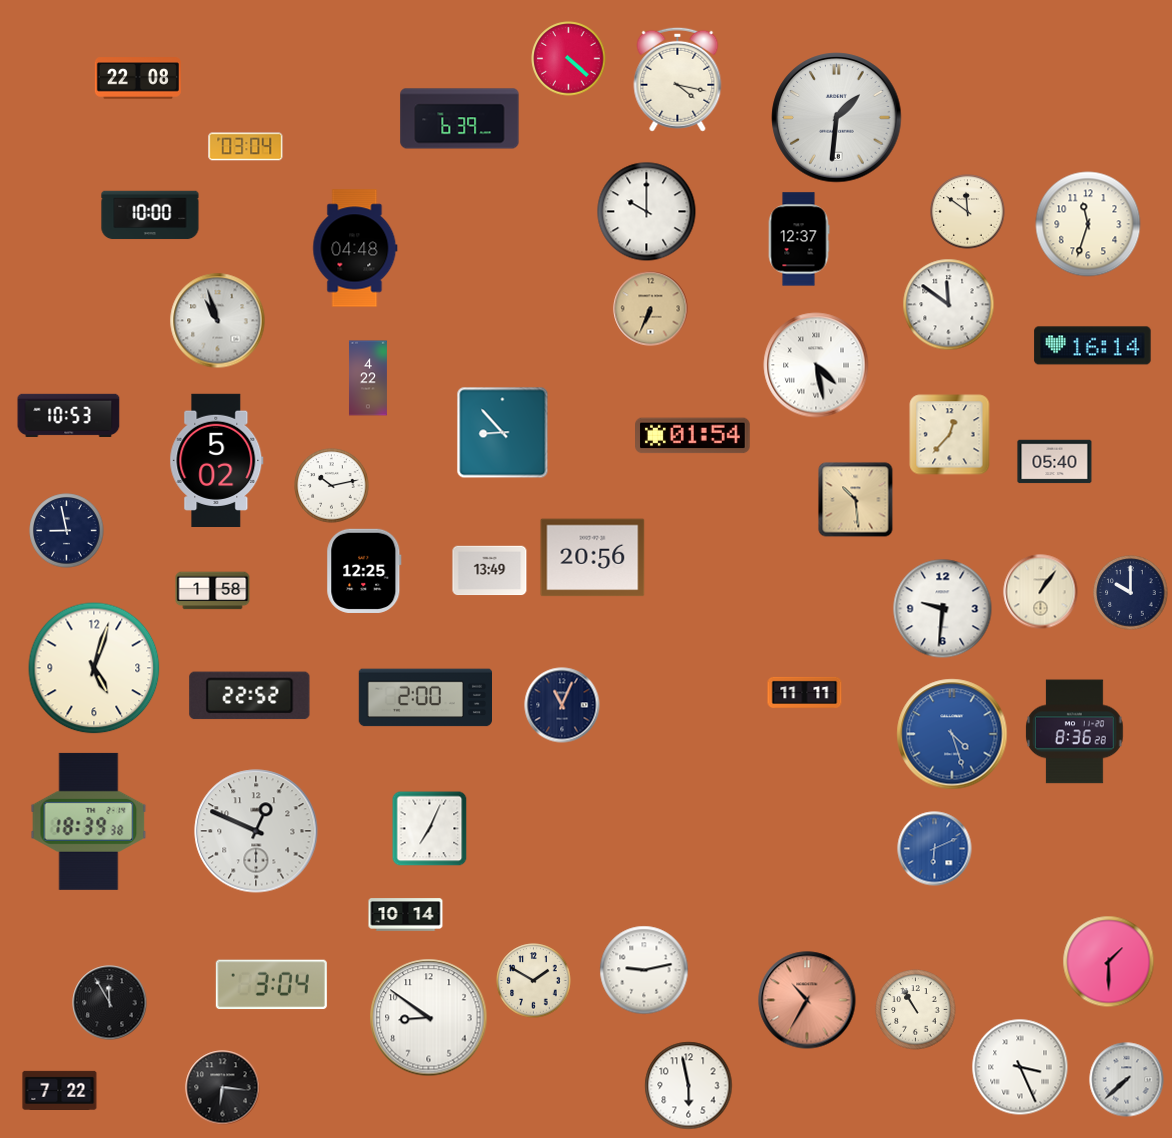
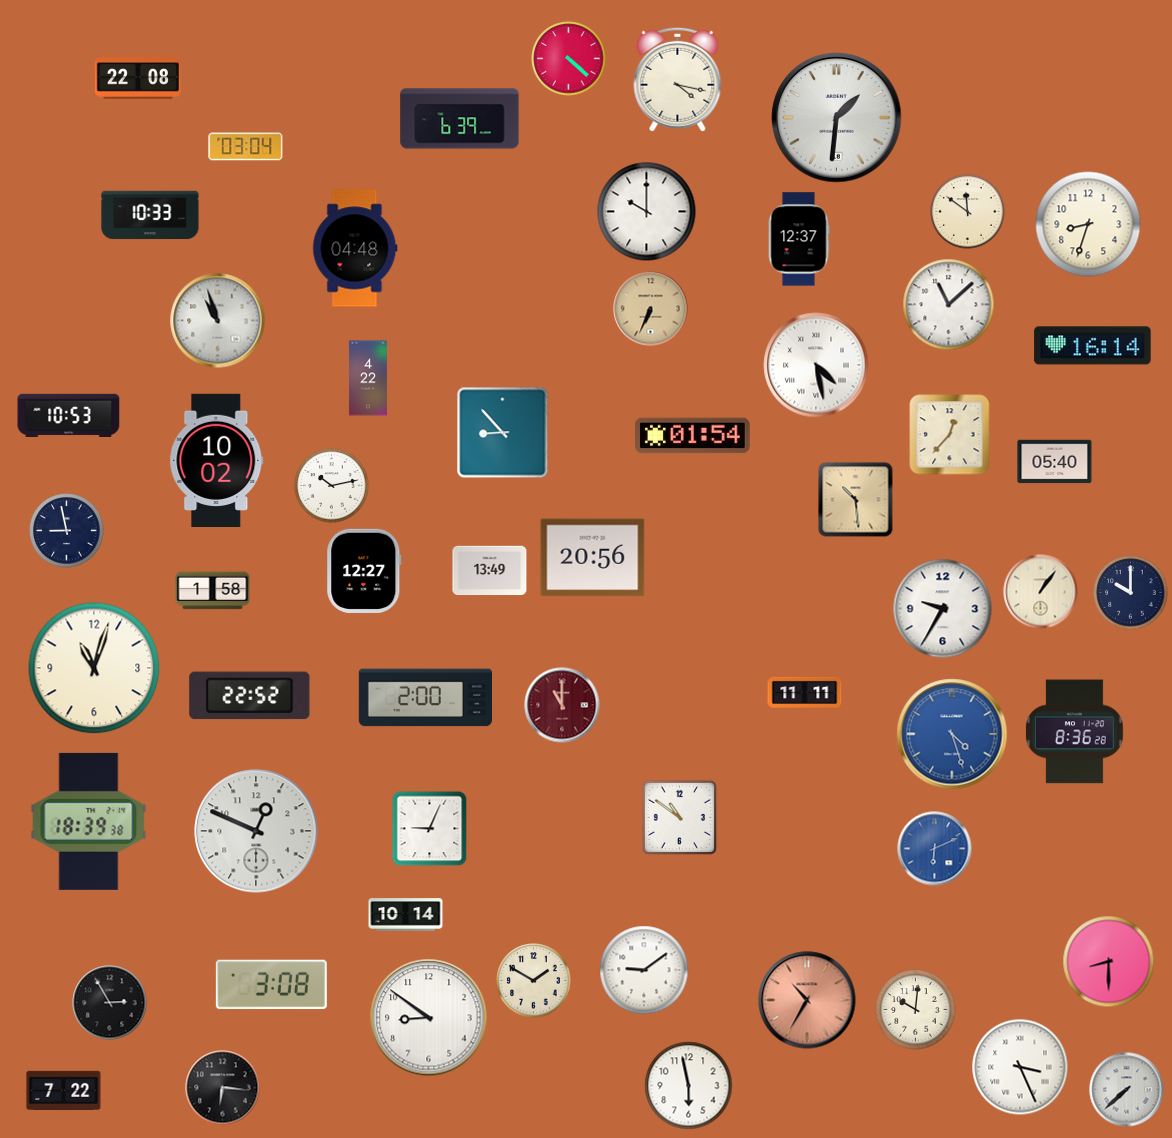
clock at (150, 215): 10:00 -> 10:33
clock at (1088, 224): 11:33 -> 8:33
clock at (949, 305): 11:51 -> 11:08
clock at (217, 460): 5:02 -> 10:02
clock at (364, 571): 12:25 -> 12:27
clock at (943, 609): 9:31 -> 9:35
clock at (94, 668): 5:03 -> 11:03
clock at (562, 705): 11:04 -> 11:00
clock at (562, 705) dial: navy -> burgundy
clock at (679, 817): none -> 10:51
clock at (430, 829): 7:04 -> 9:04
clock at (1109, 962): 1:30 -> 8:30
clock at (644, 970): 9:13 -> 9:09
clock at (271, 985): 3:04 -> 3:08
clock at (110, 1003): 11:55 -> 2:55
clock at (916, 1010): 10:55 -> 10:01
clock at (1127, 1080) position: (1127, 1080) -> (1127, 1090)
clock at (60, 1090) position: (60, 1090) -> (64, 1090)
